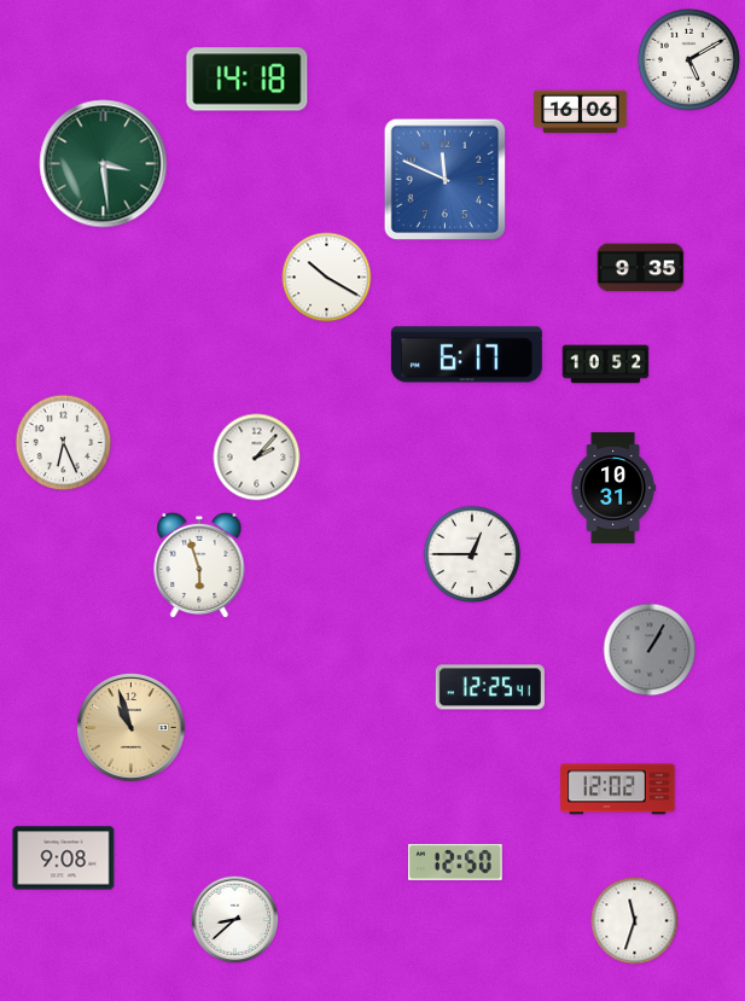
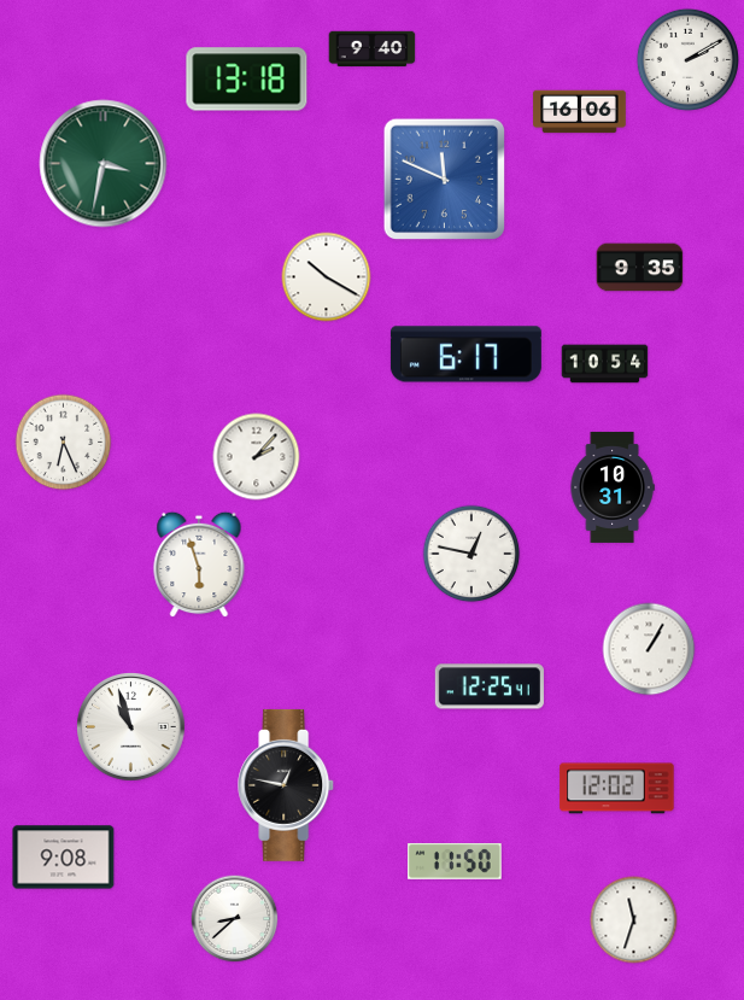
clock at (373, 49): none -> 9:40
clock at (688, 59): 5:10 -> 2:10
clock at (248, 80): 14:18 -> 13:18
clock at (104, 164): 3:29 -> 3:32
clock at (606, 365): 10:52 -> 10:54
clock at (472, 554): 12:45 -> 12:47
clock at (650, 650) dial: grey -> white
clock at (132, 728) dial: champagne -> white
clock at (287, 785): none -> 12:47
clock at (455, 863): 12:50 -> 11:50
